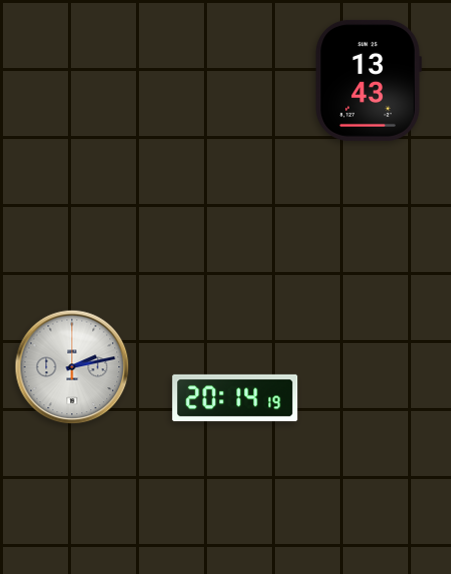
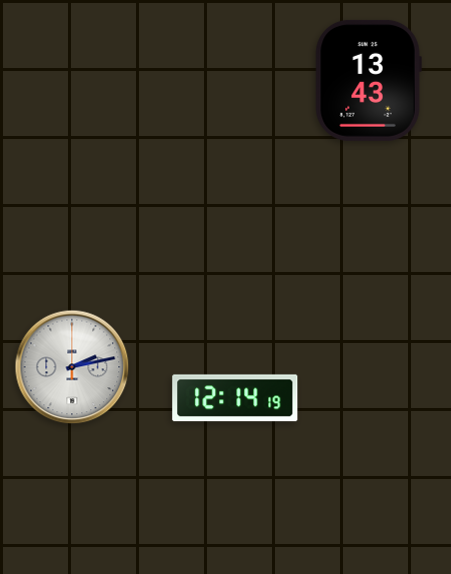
clock at (235, 398): 20:14 -> 12:14
